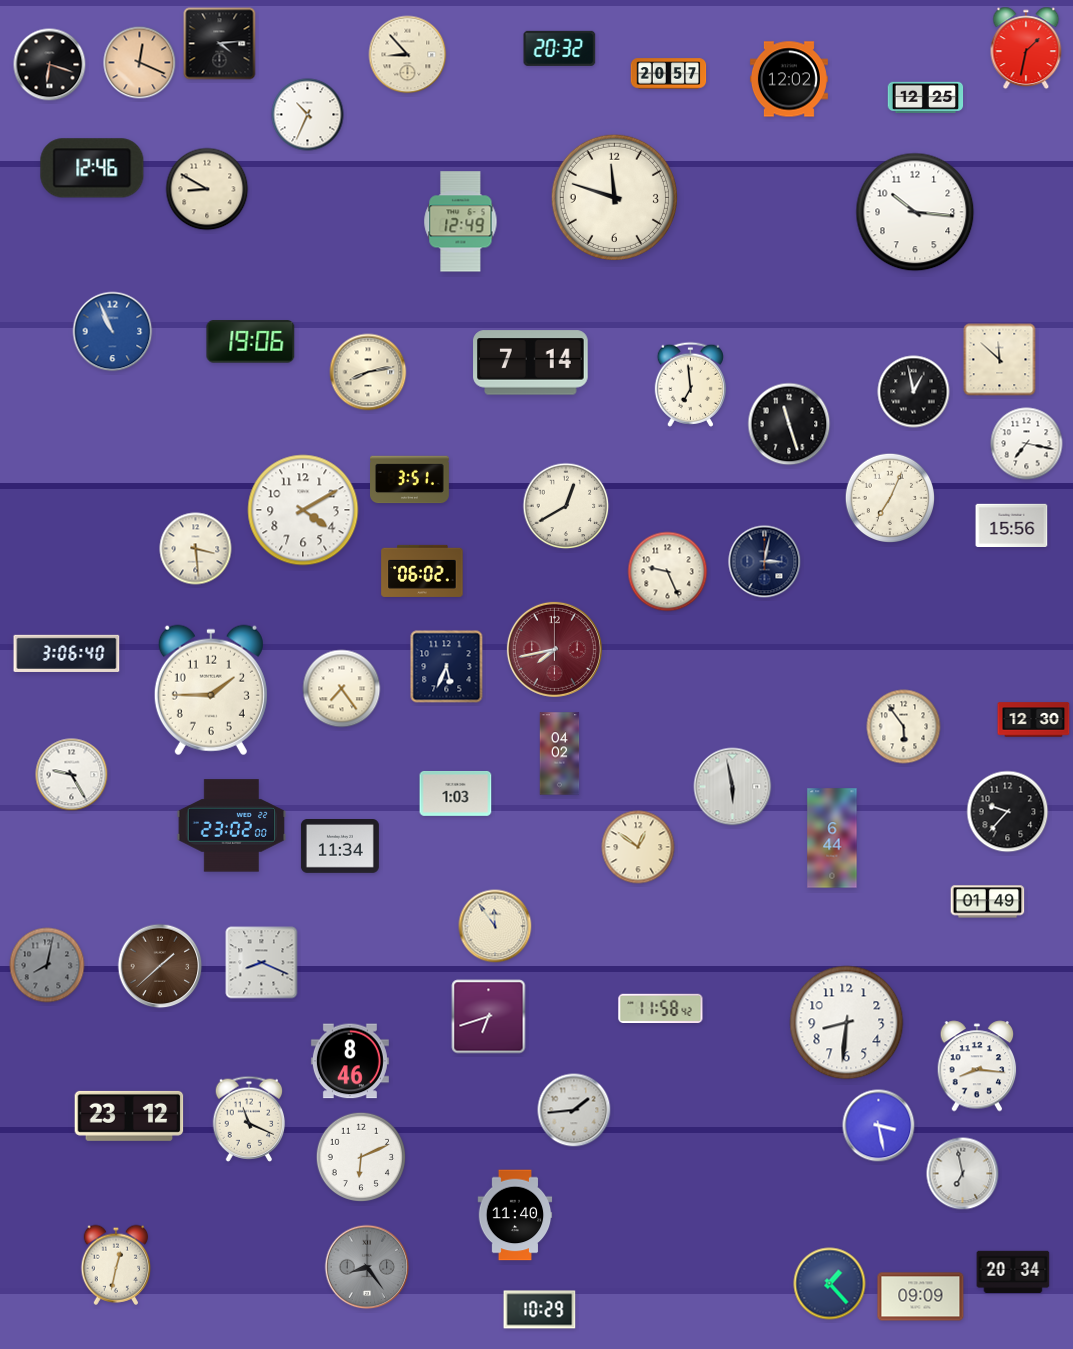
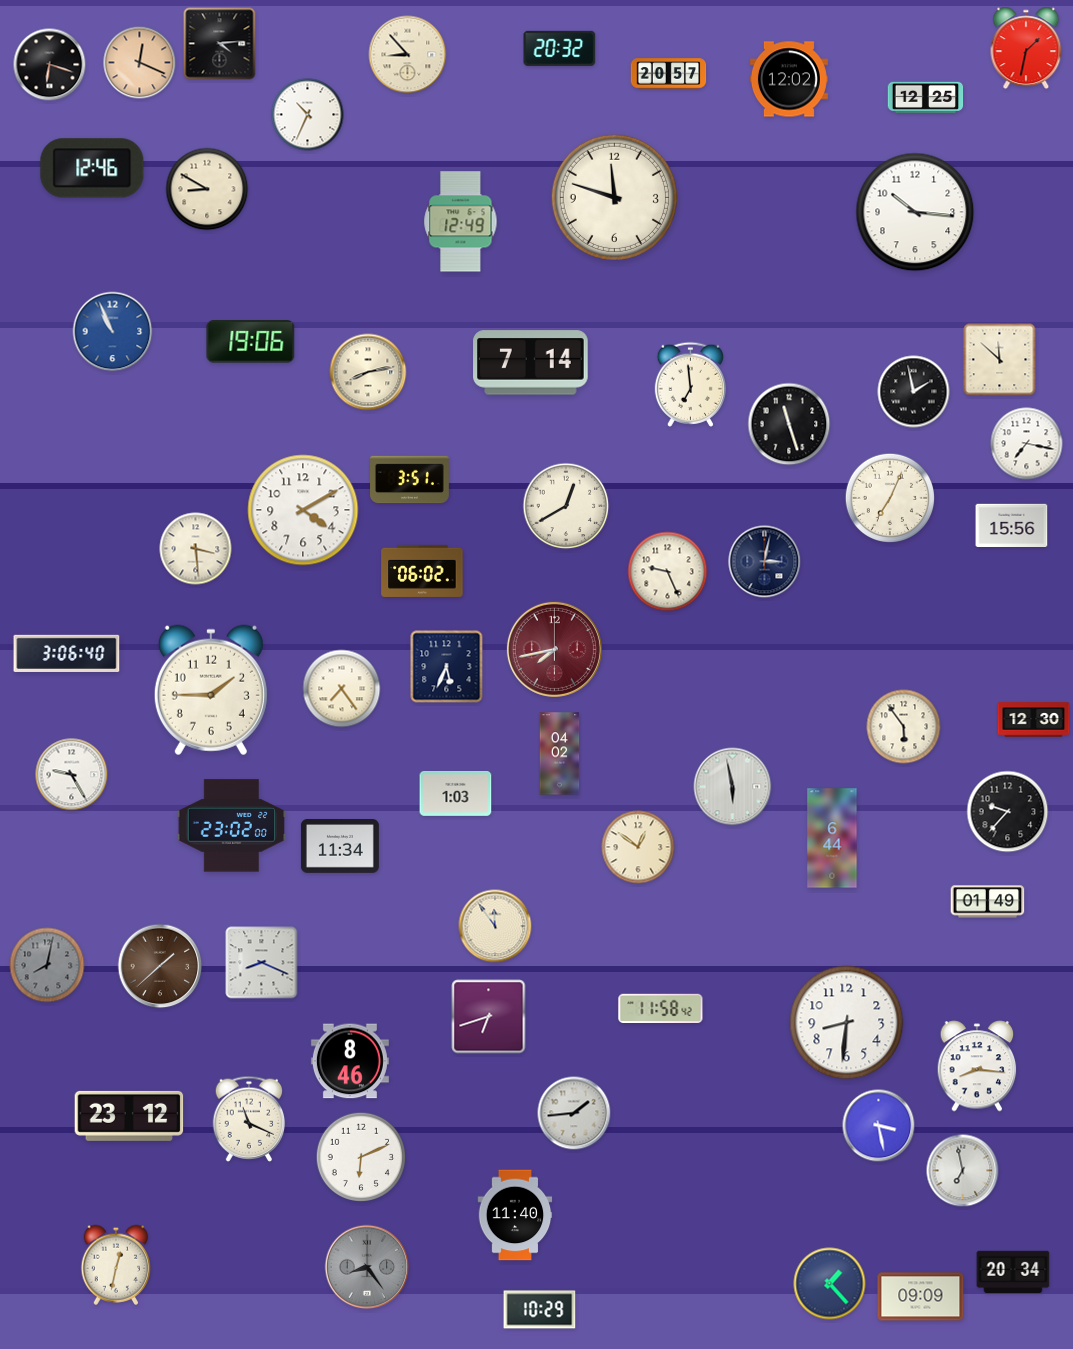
clock at (914, 392): 12:58 -> 1:58
clock at (574, 1110) position: (574, 1110) -> (574, 1113)
clock at (963, 1174) position: (963, 1174) -> (963, 1171)
